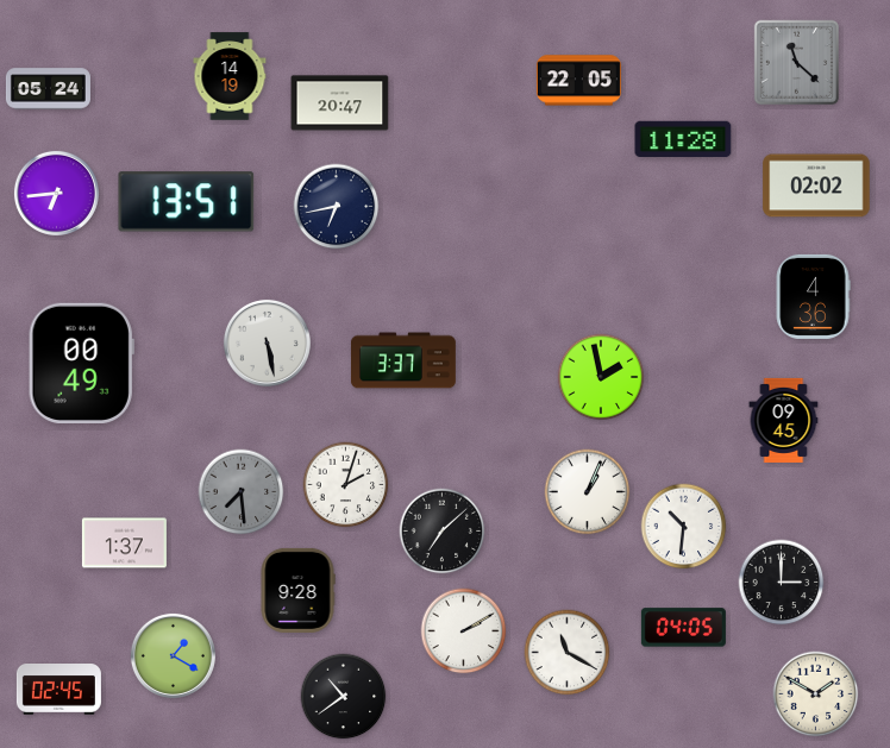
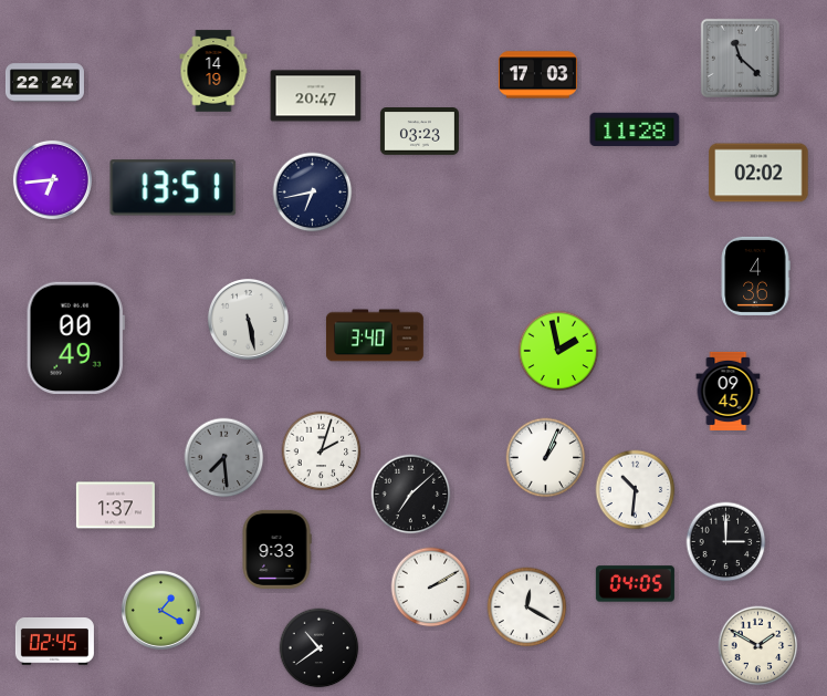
clock at (578, 81): 22:05 -> 17:03
clock at (48, 89): 05:24 -> 22:24
clock at (419, 132): none -> 03:23
clock at (403, 360): 3:37 -> 3:40
clock at (297, 590): 9:28 -> 9:33
clock at (568, 653): 11:20 -> 12:20
